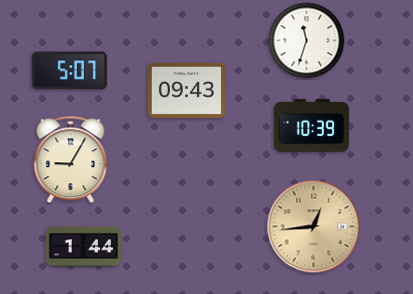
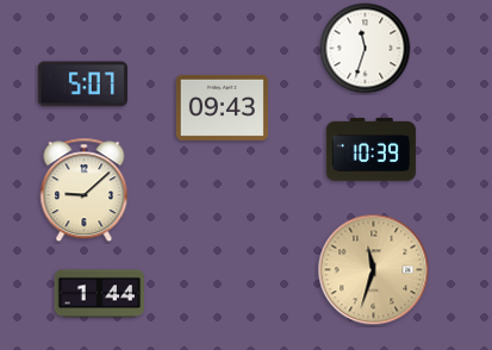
clock at (71, 160): 9:05 -> 9:08
clock at (314, 227): 12:44 -> 11:33
